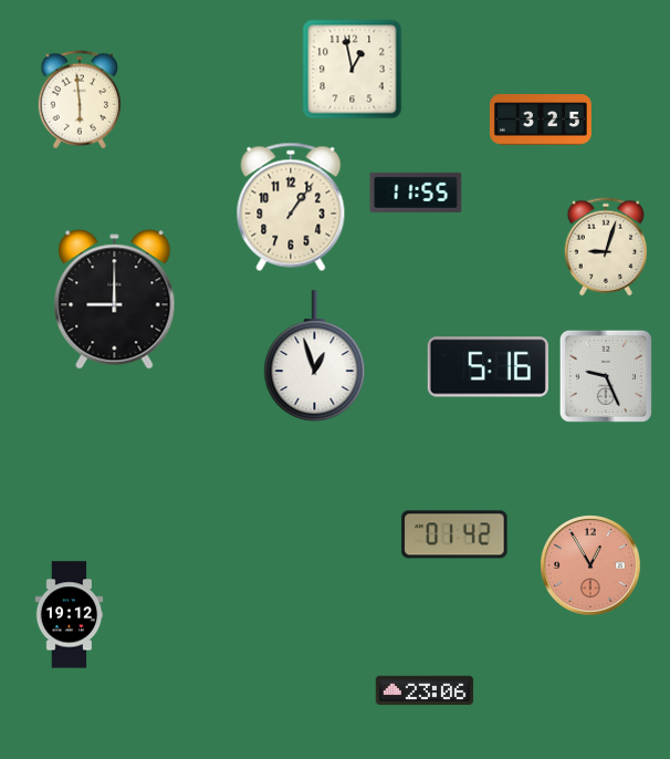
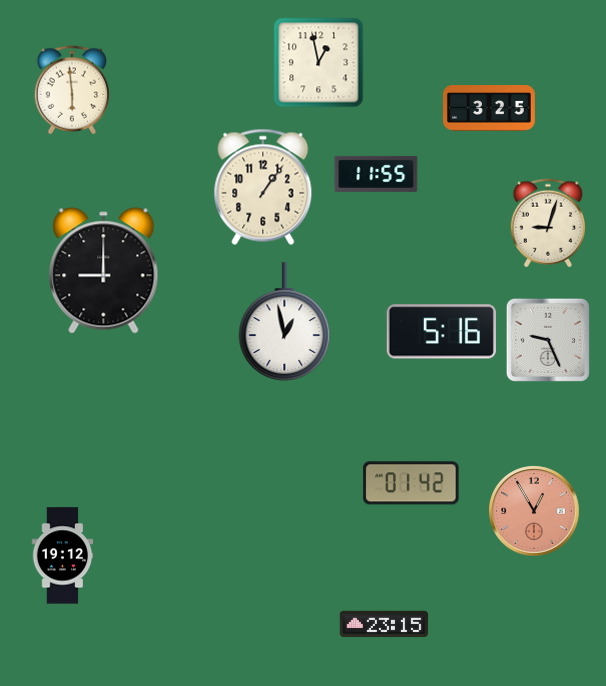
clock at (315, 356): 12:57 -> 12:58
clock at (425, 690): 23:06 -> 23:15
